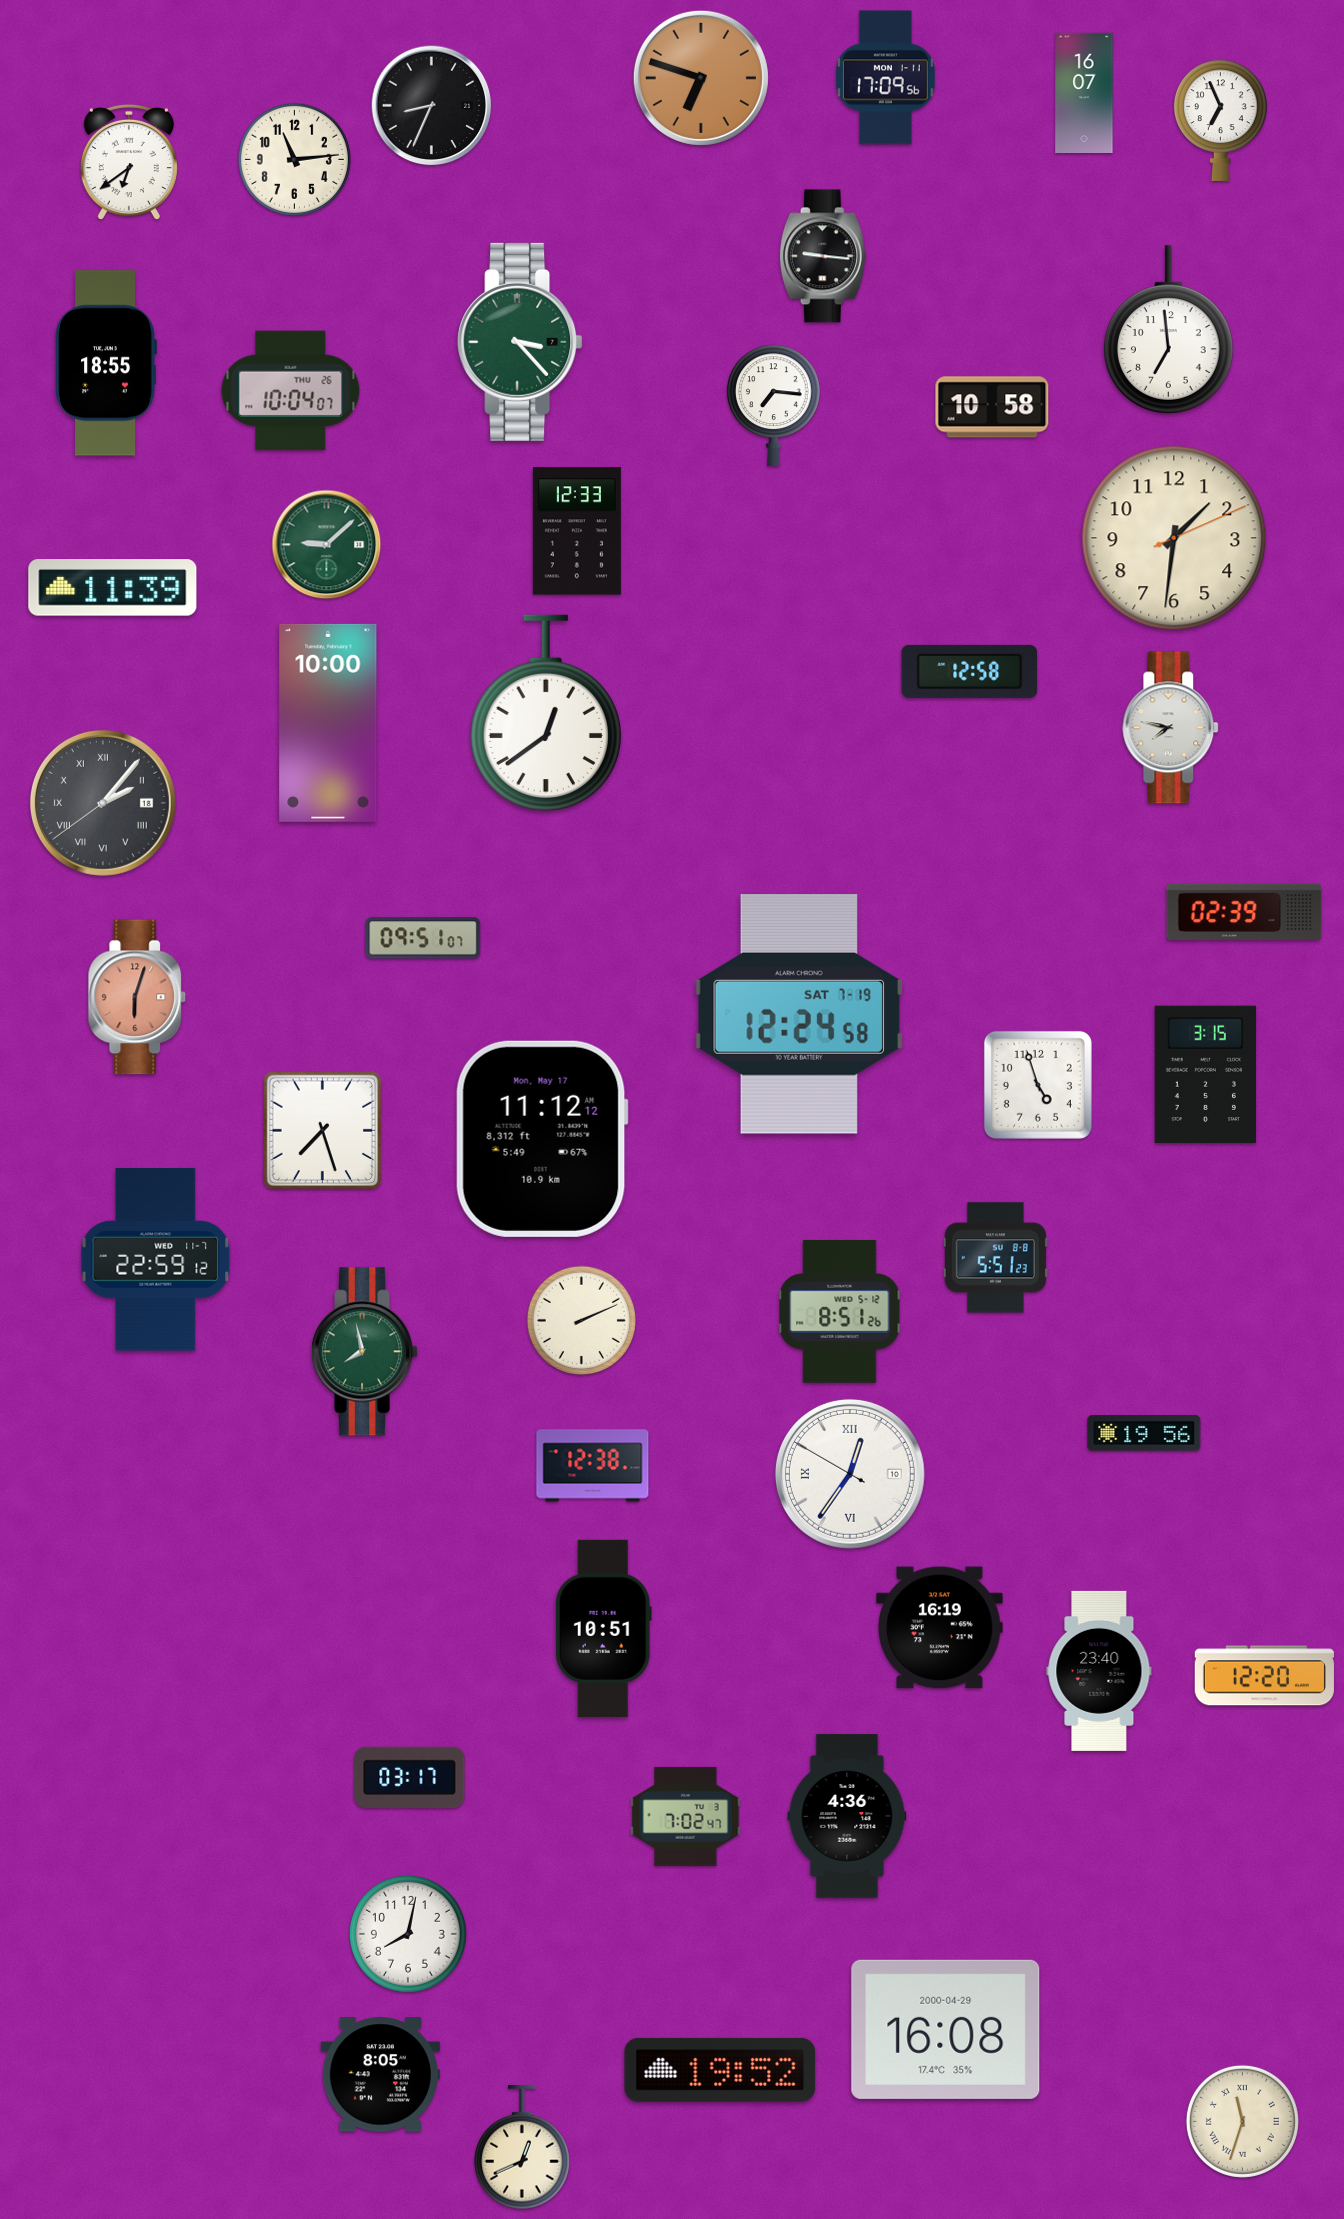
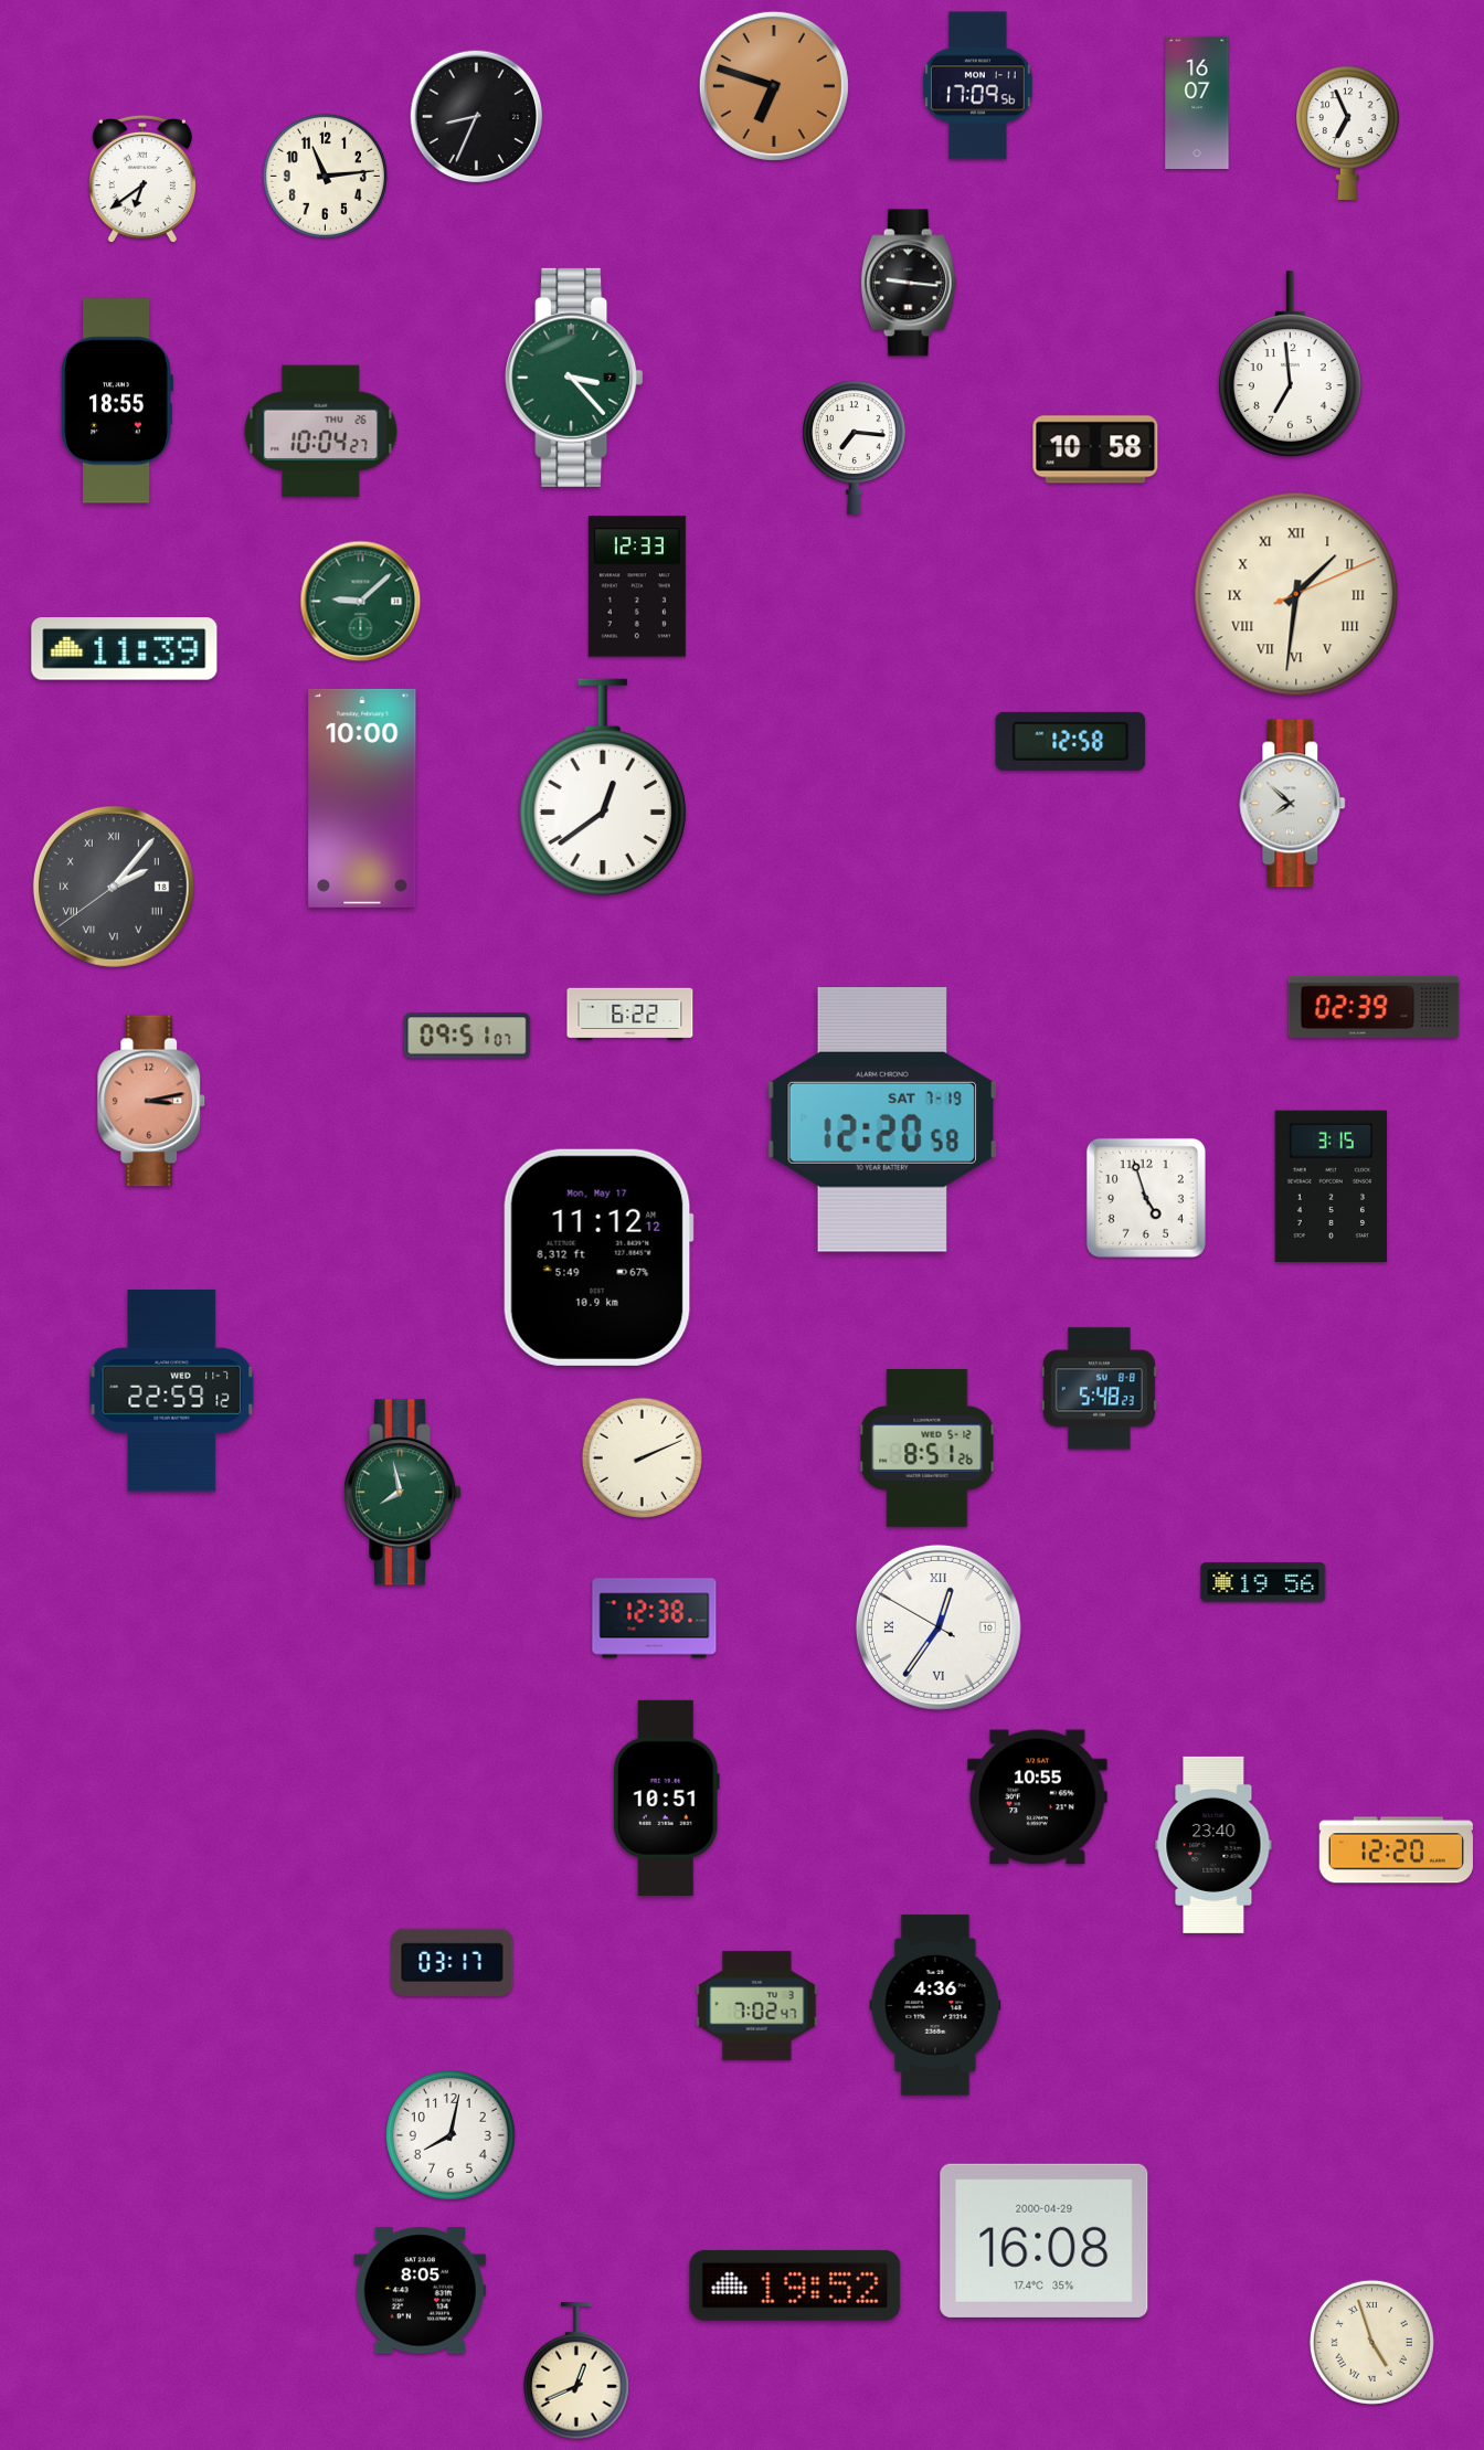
clock at (291, 391): 10:04:07 -> 10:04:27
clock at (1174, 538) numerals: Arabic -> Roman
clock at (1171, 728): 7:47 -> 7:52
clock at (630, 1015): none -> 6:22
clock at (137, 997): 6:03 -> 3:13
clock at (798, 1015): 12:24 -> 12:20
clock at (323, 1131): 7:27 -> none
clock at (995, 1258): 5:51 -> 5:48
clock at (940, 1628): 16:19 -> 10:55
clock at (1242, 2121): 11:33 -> 4:57
